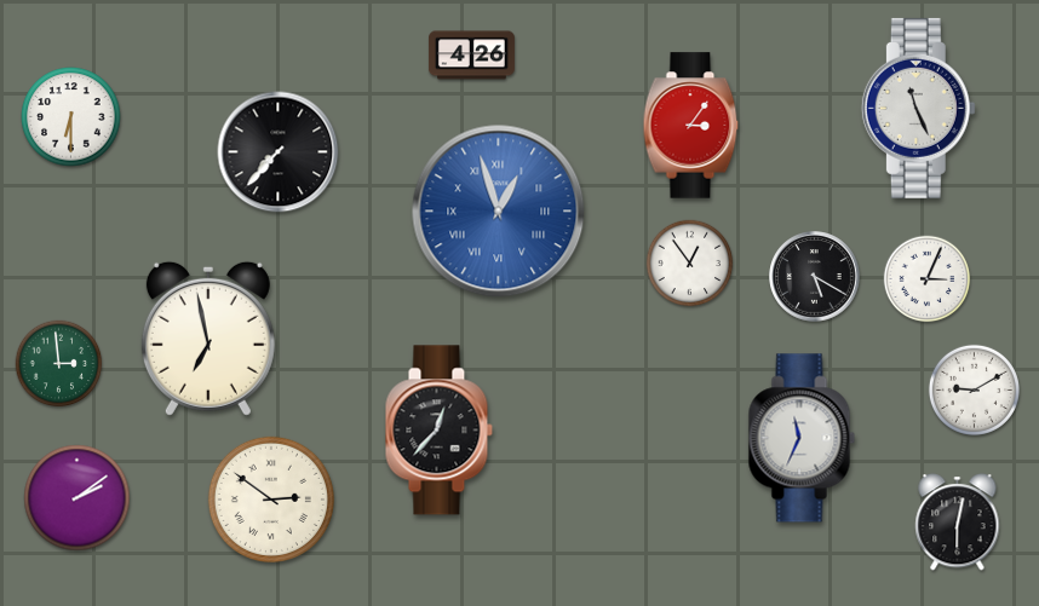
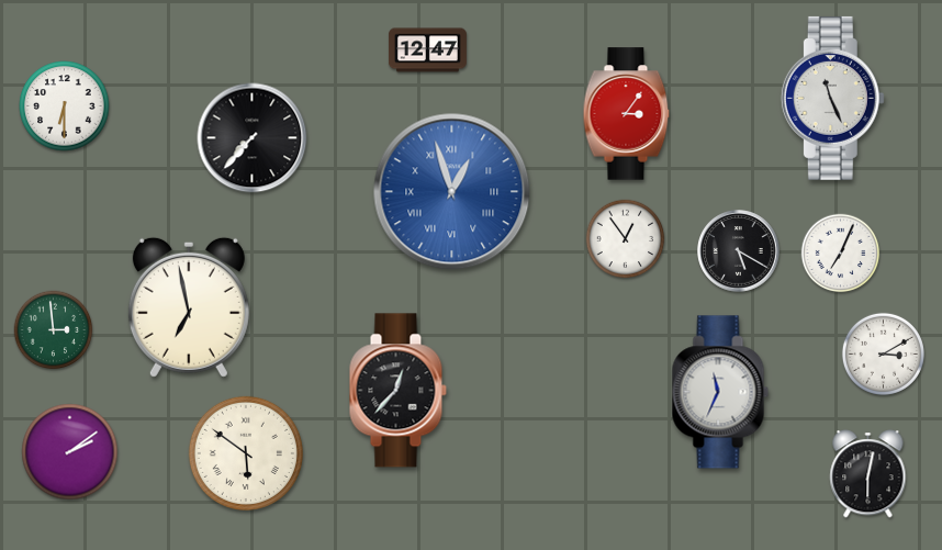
clock at (472, 56): 4:26 -> 12:47
clock at (928, 279): 3:04 -> 7:04
clock at (974, 389): 9:10 -> 3:10
clock at (802, 438) position: (802, 438) -> (720, 392)
clock at (271, 500): 2:51 -> 5:51
